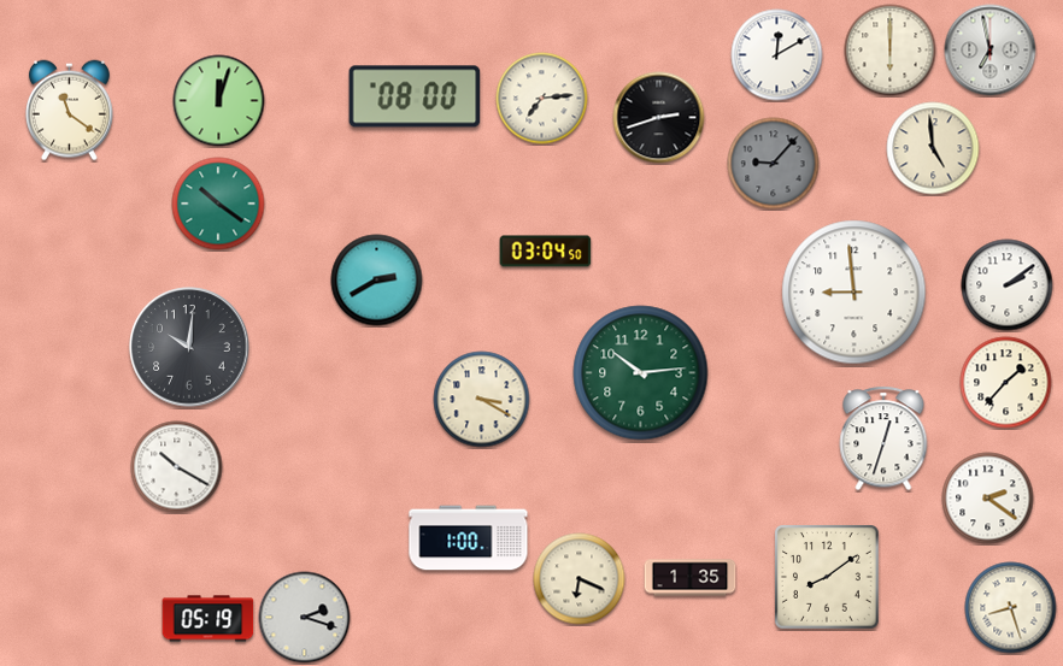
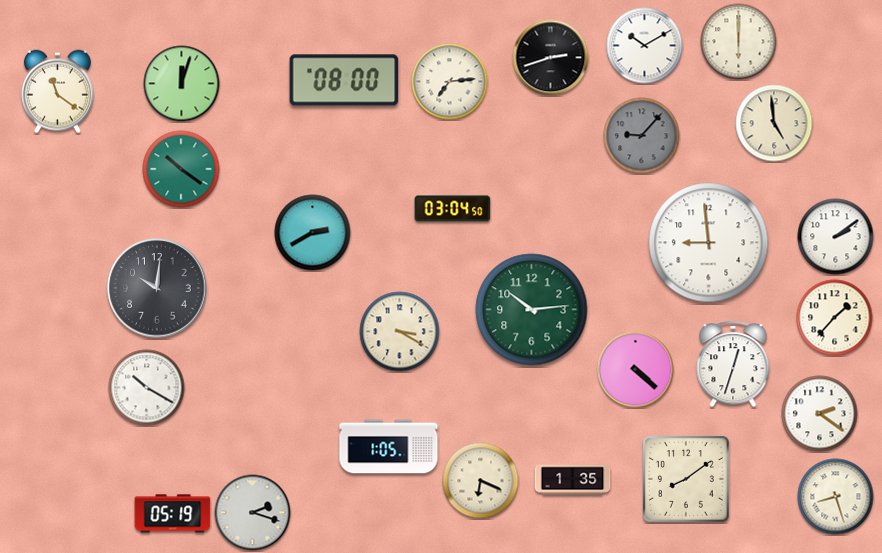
clock at (991, 51): 6:58 -> none
clock at (777, 55): 12:10 -> 10:10
clock at (659, 118) position: (659, 118) -> (551, 58)
clock at (636, 370): none -> 4:22
clock at (469, 538): 1:00 -> 1:05
clock at (1011, 608) position: (1011, 608) -> (836, 497)
